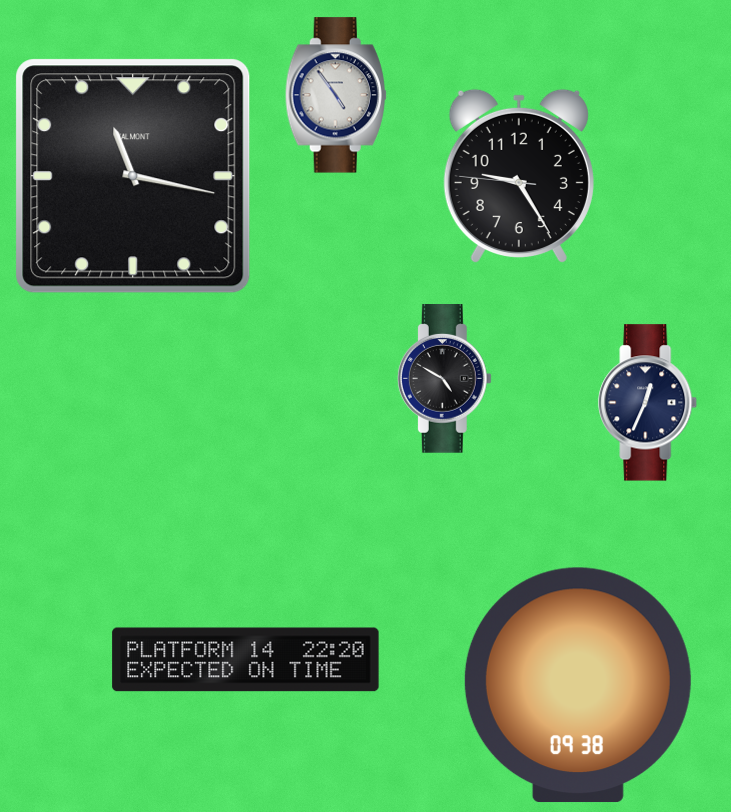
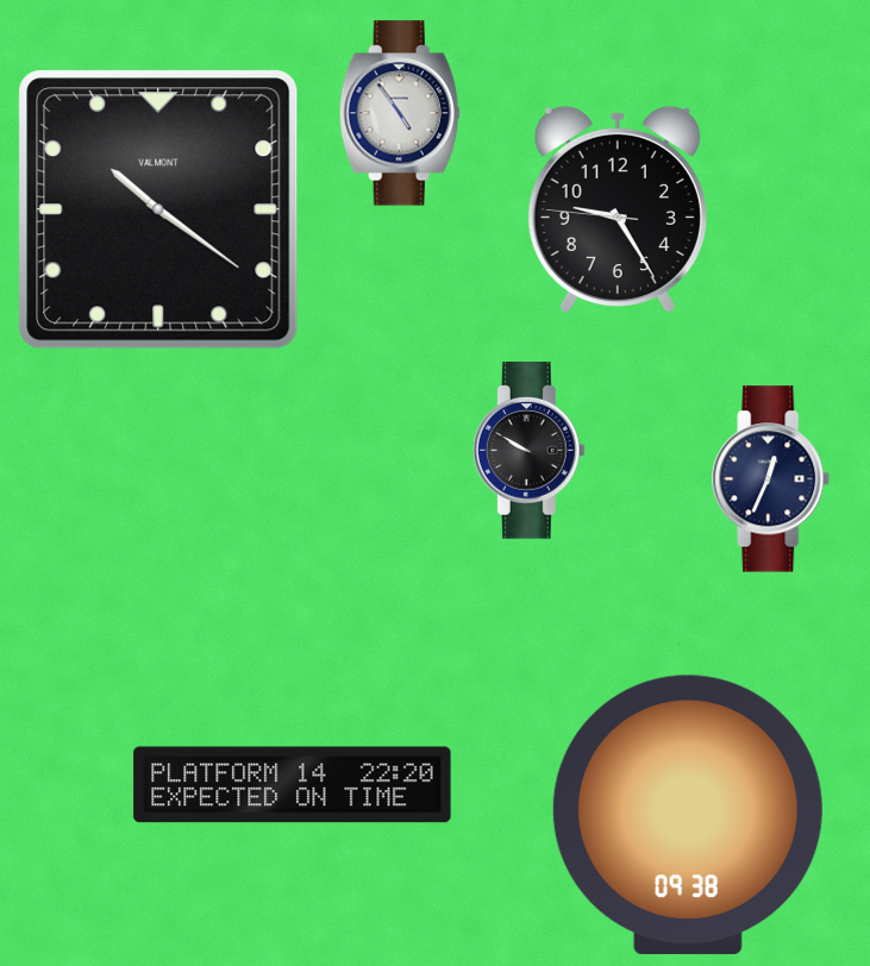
clock at (133, 176): 11:17 -> 10:21
clock at (444, 379): 4:50 -> 9:50
